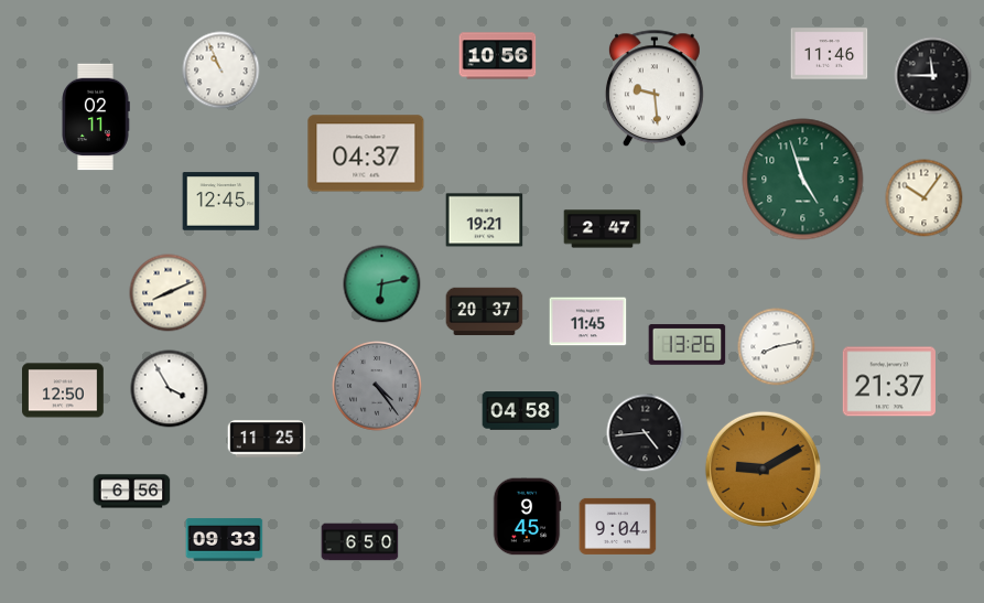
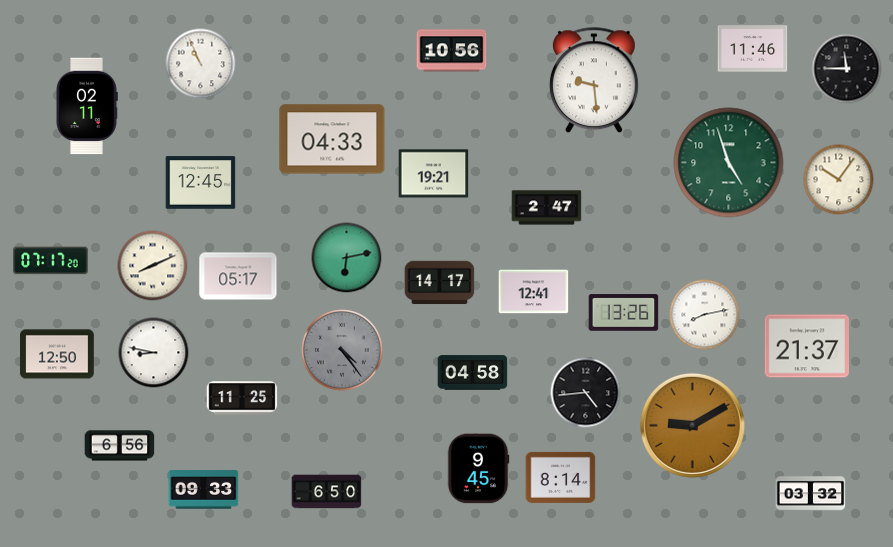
clock at (366, 153): 04:37 -> 04:33
clock at (485, 220) position: (485, 220) -> (434, 174)
clock at (51, 261): none -> 07:17
clock at (238, 276): none -> 05:17
clock at (485, 312): 20:37 -> 14:17
clock at (588, 322): 11:45 -> 12:41
clock at (170, 389): 3:55 -> 8:47
clock at (618, 526): 9:04 -> 8:14
clock at (811, 494): none -> 03:32
